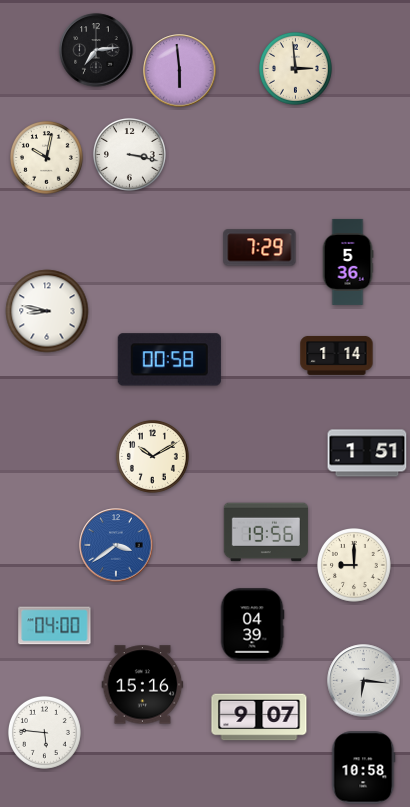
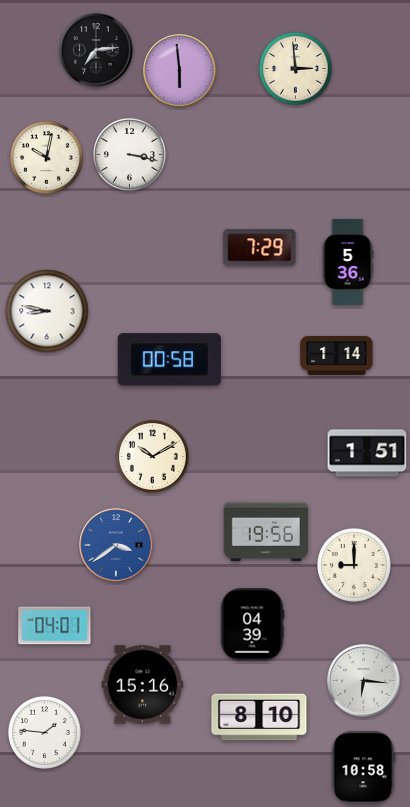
clock at (55, 626): 04:00 -> 04:01
clock at (259, 717): 9:07 -> 8:10
clock at (44, 732): 5:46 -> 1:46
